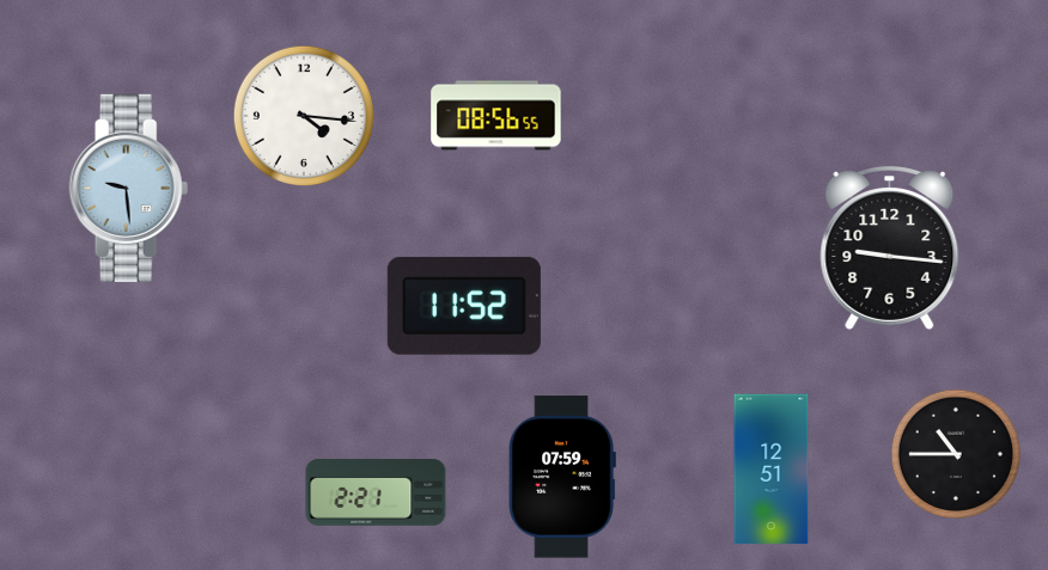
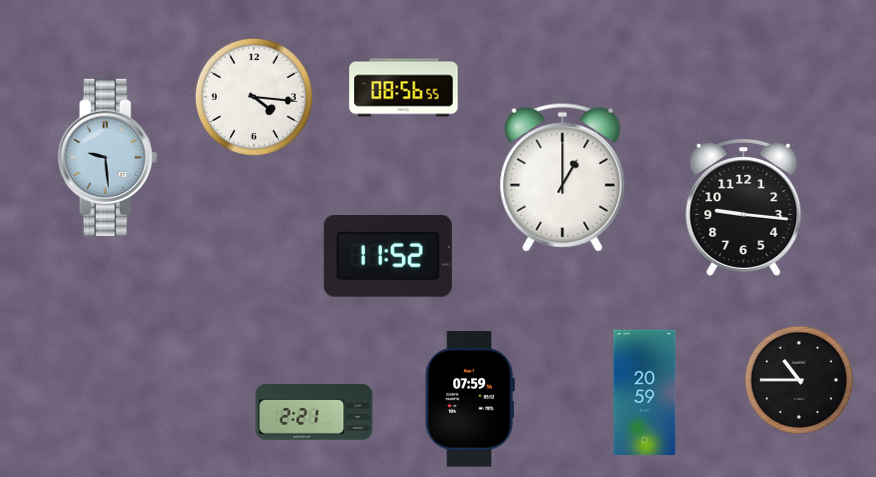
clock at (496, 116) position: (496, 116) -> (404, 88)
clock at (563, 177): none -> 1:00
clock at (772, 470): 12:51 -> 20:59
